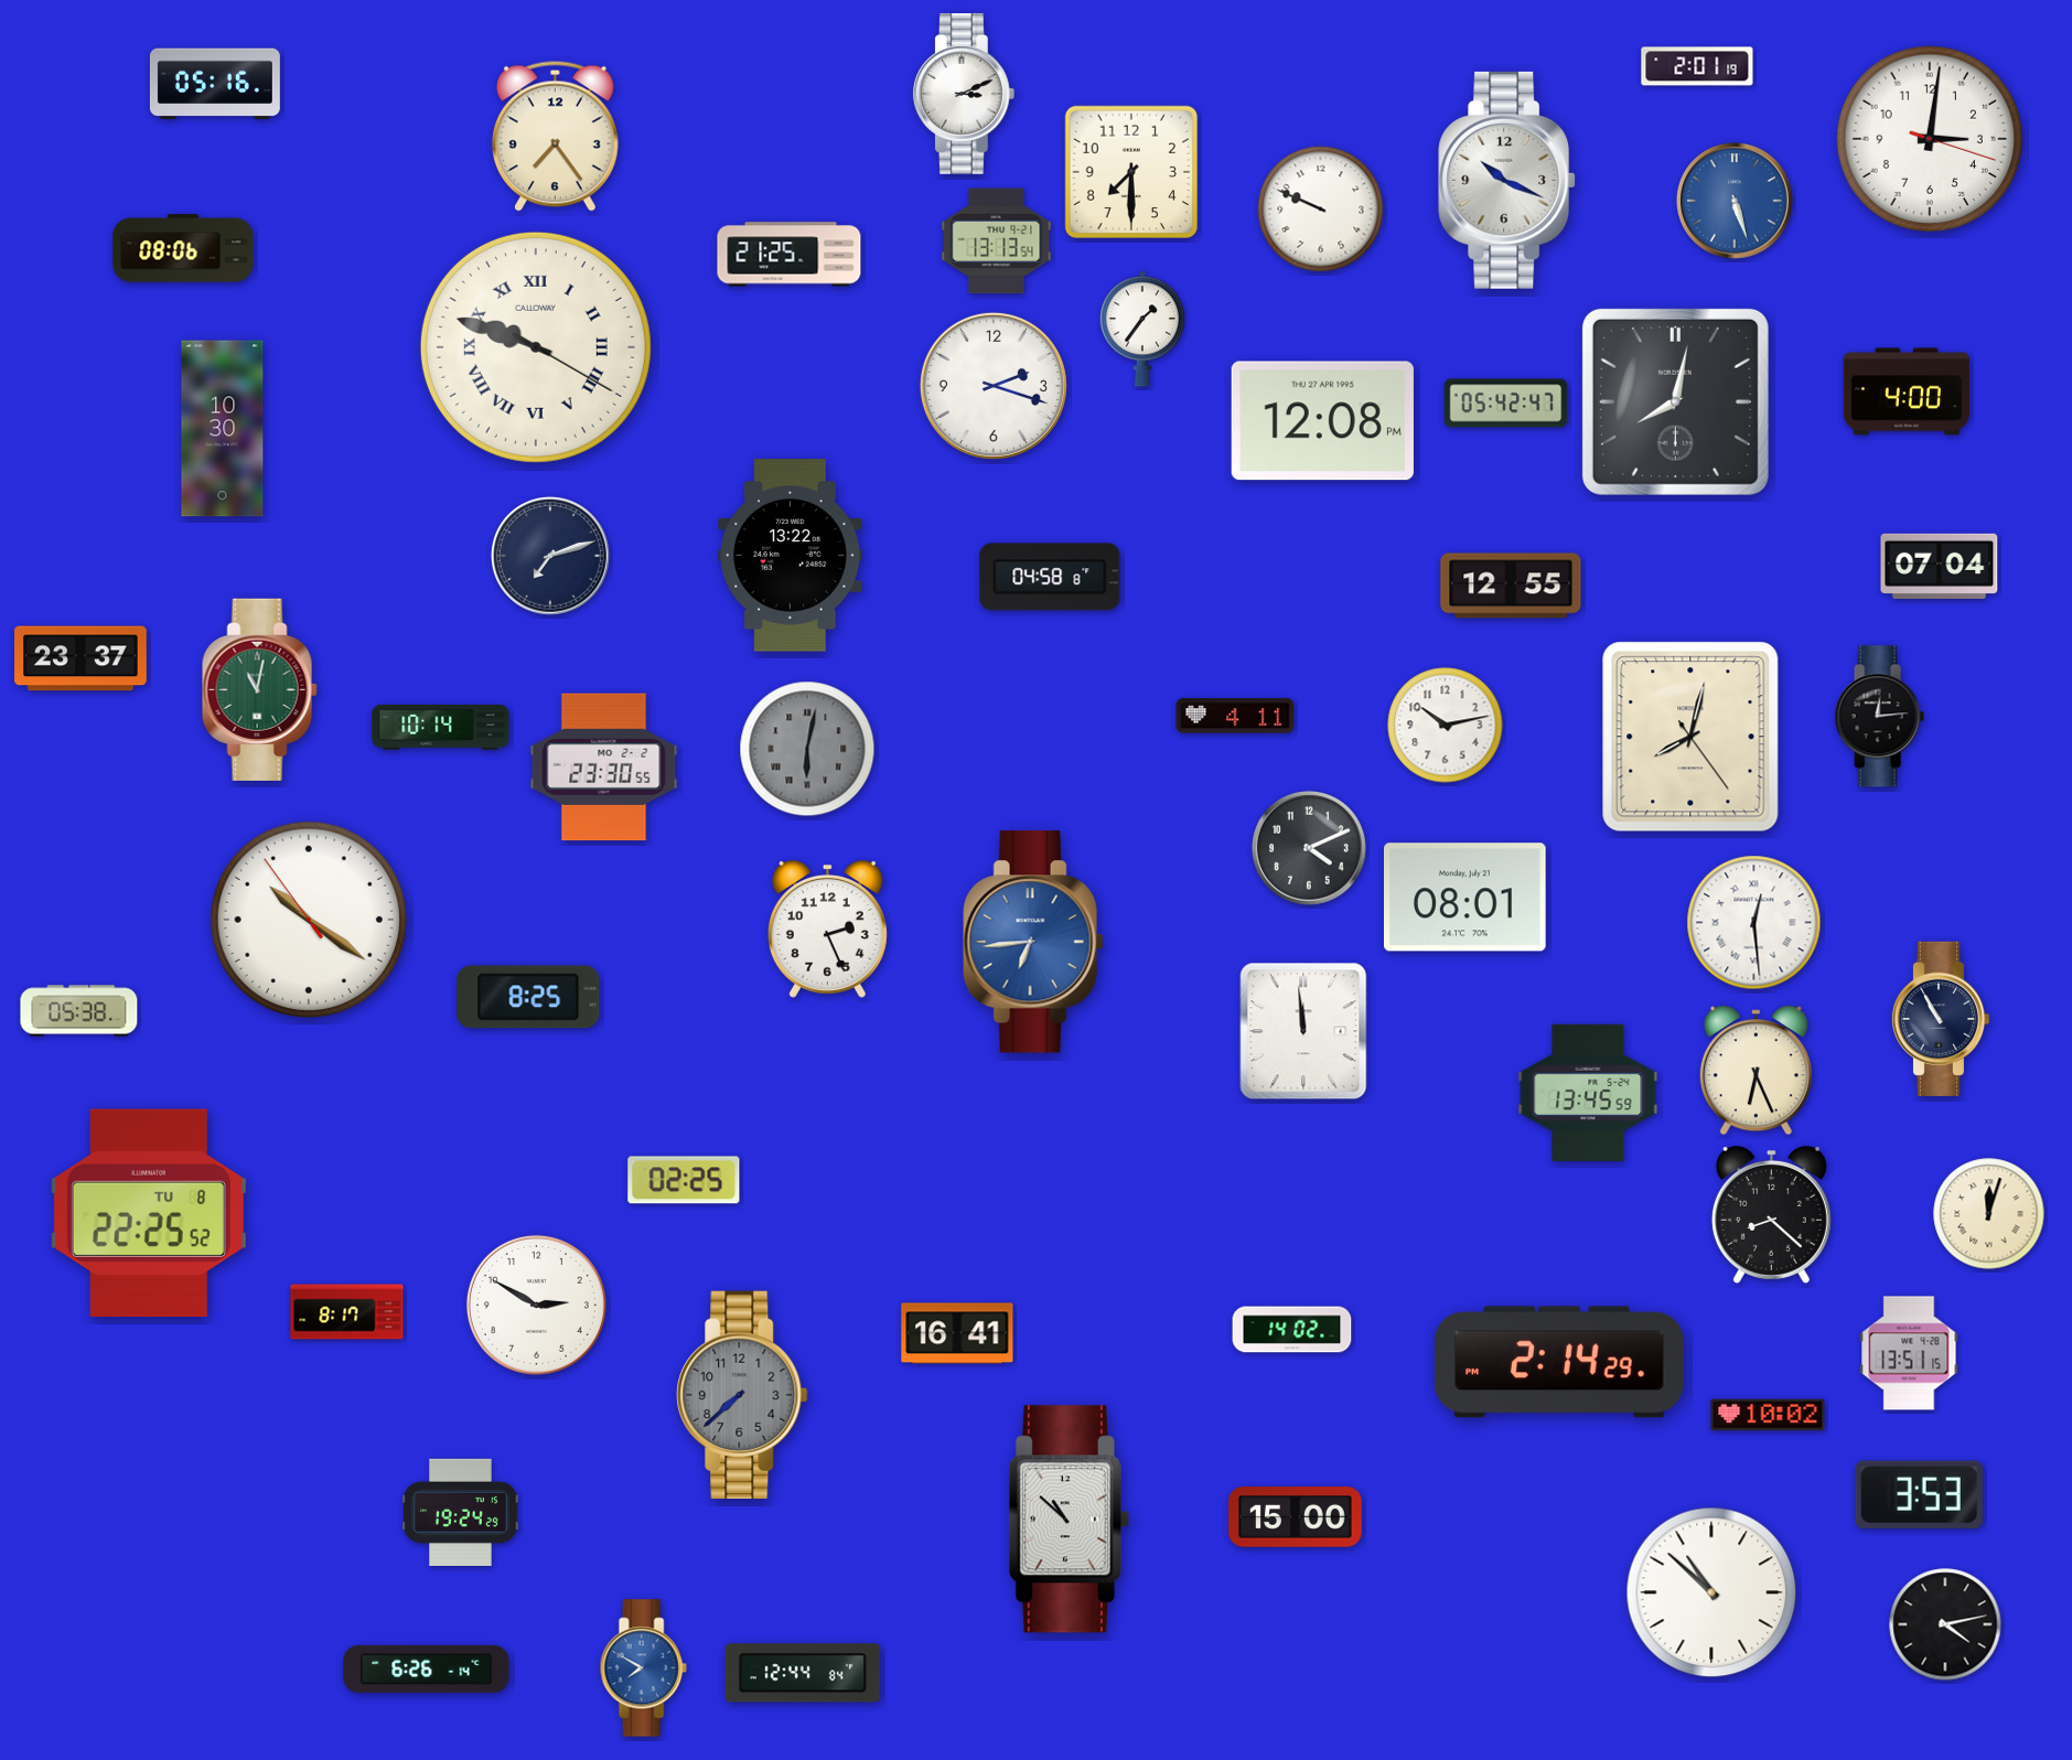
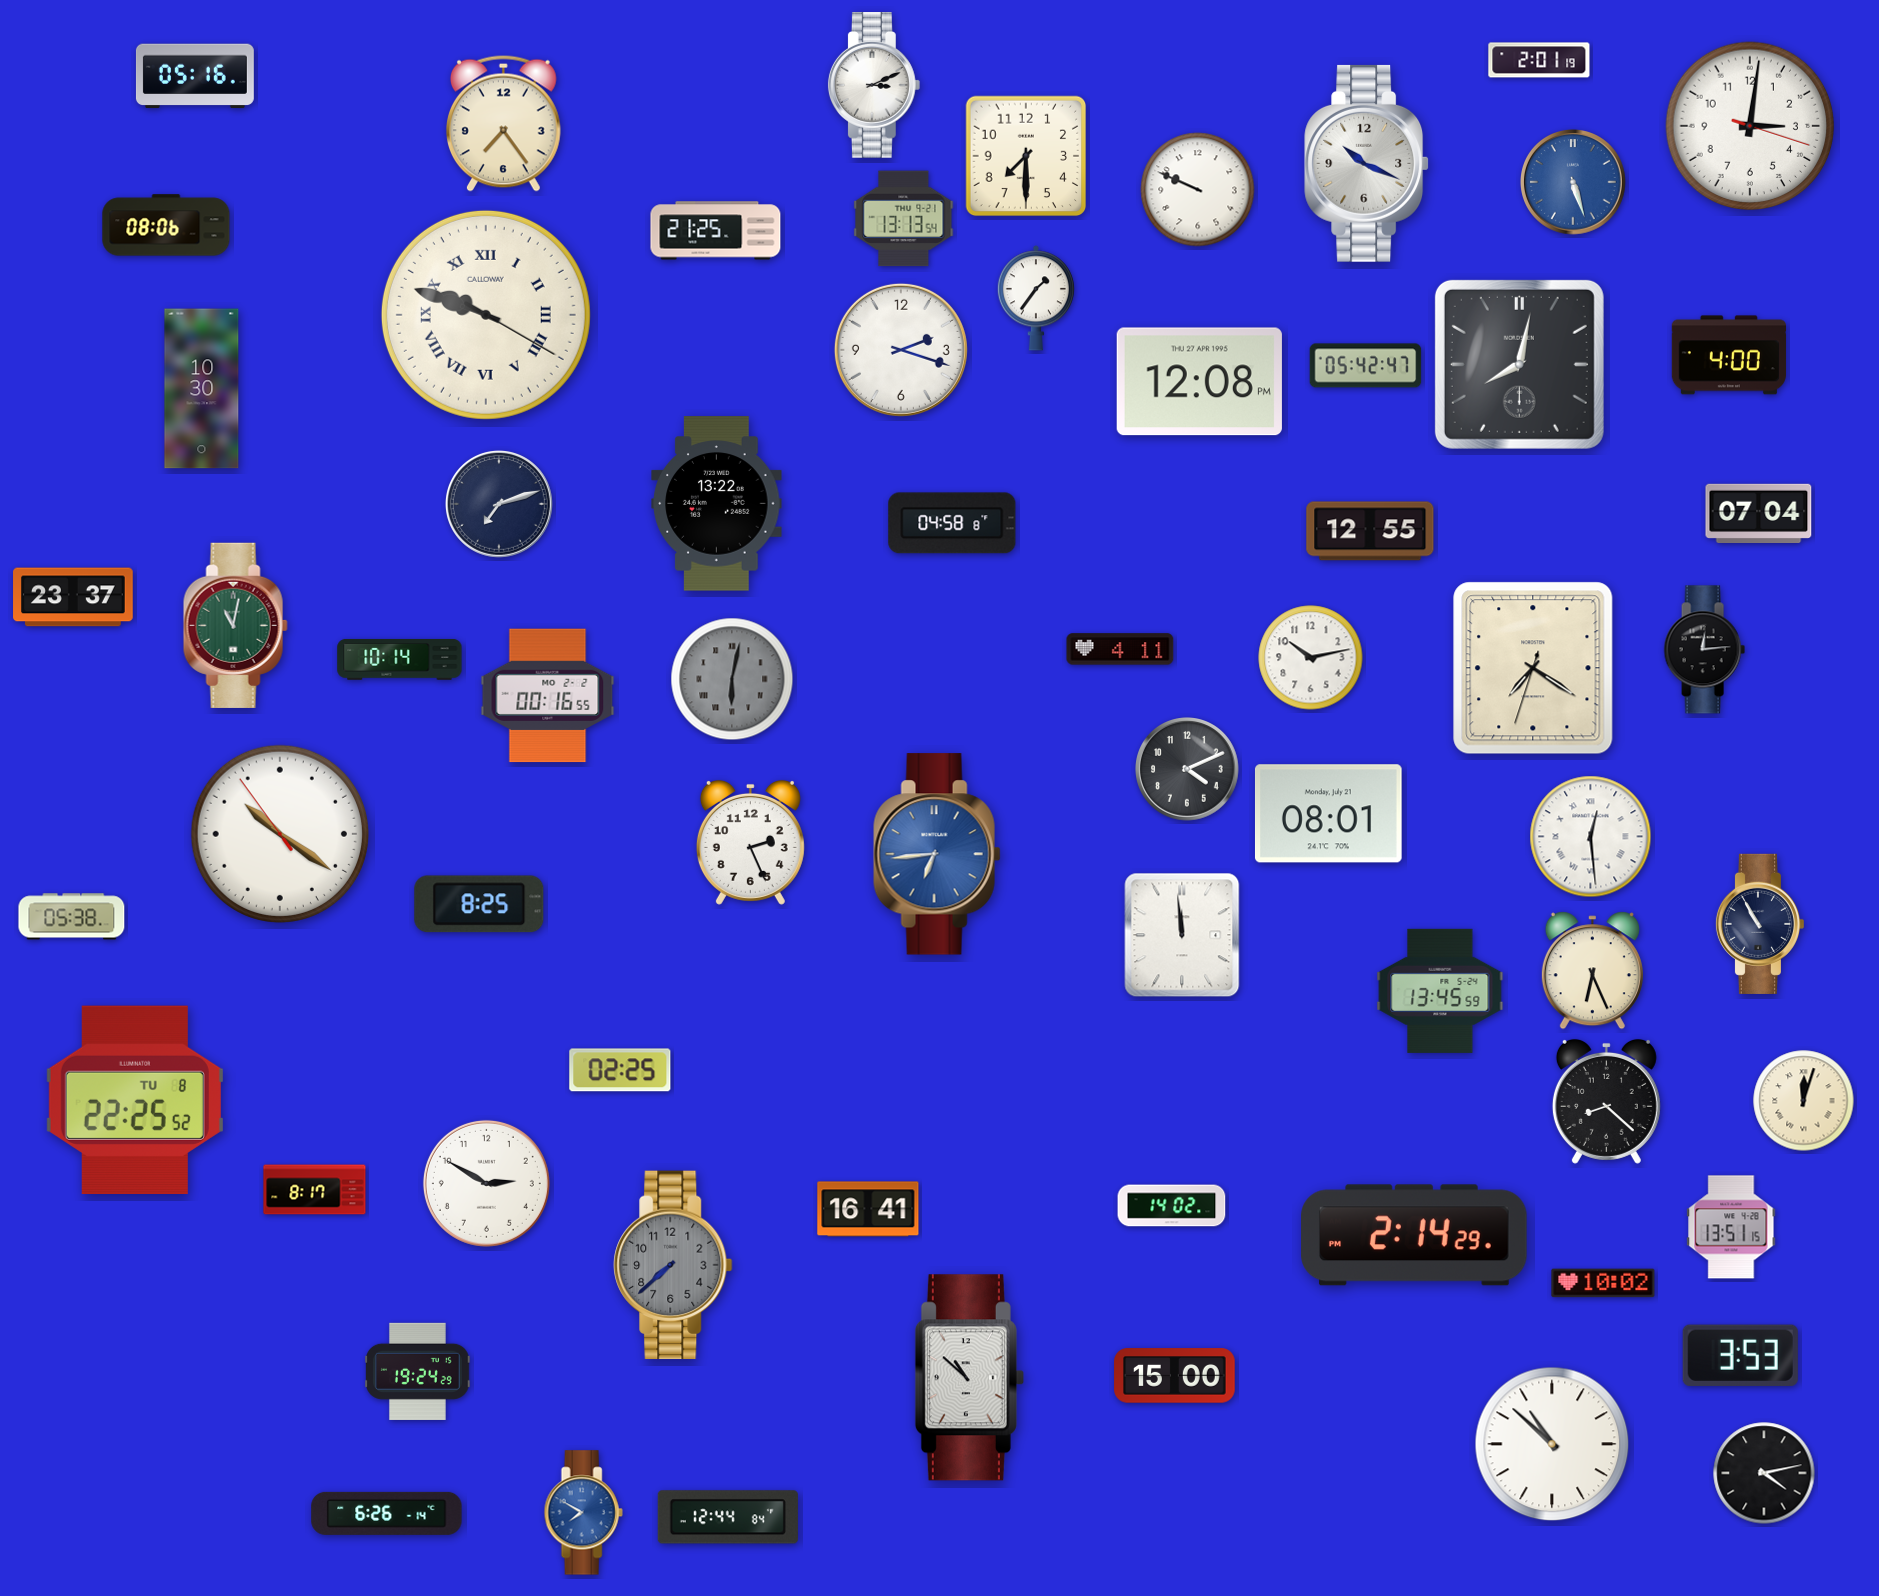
clock at (1690, 737): 8:02 -> 7:20
clock at (604, 768): 23:30 -> 00:16
